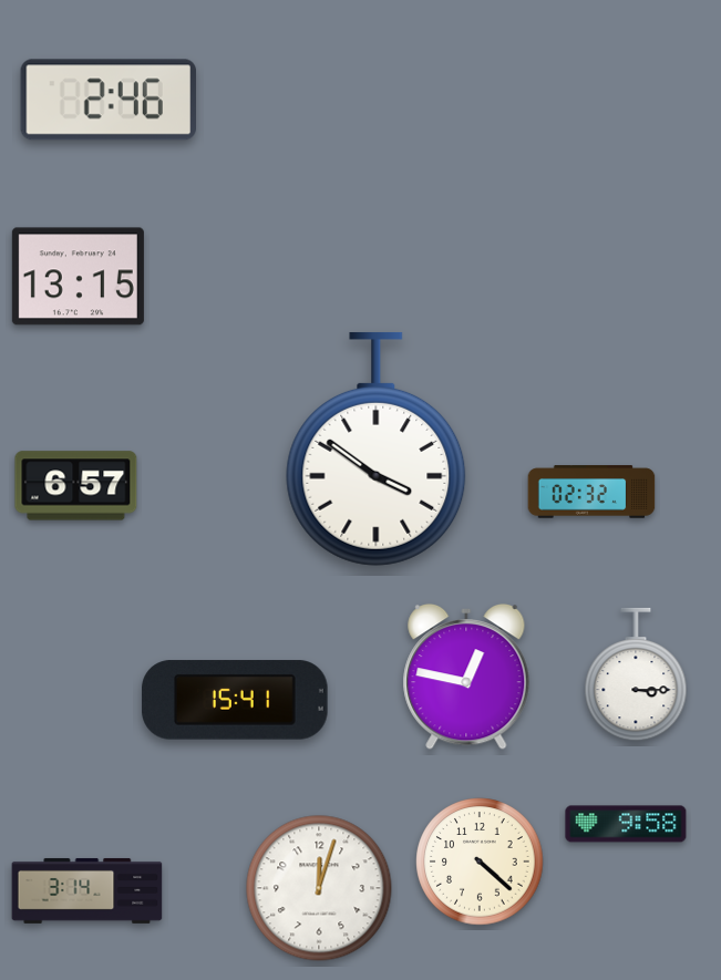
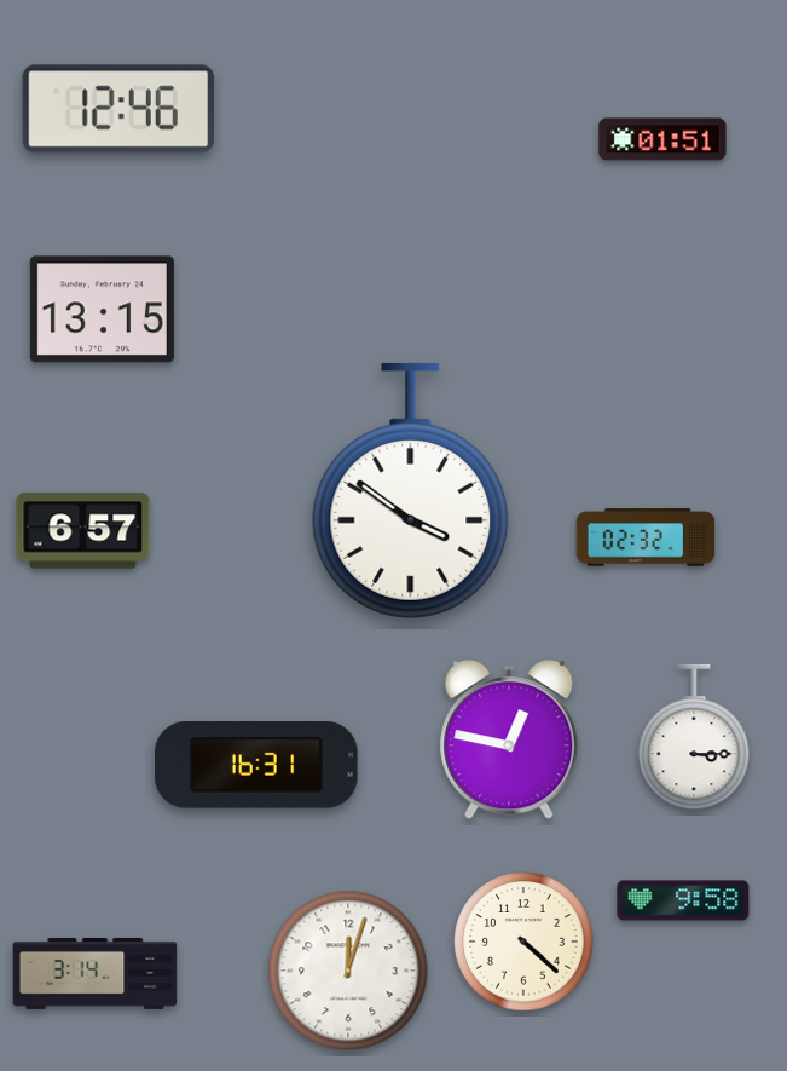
clock at (107, 100): 2:46 -> 12:46
clock at (662, 139): none -> 01:51
clock at (78, 277) position: (78, 277) -> (102, 310)
clock at (235, 700): 15:41 -> 16:31
